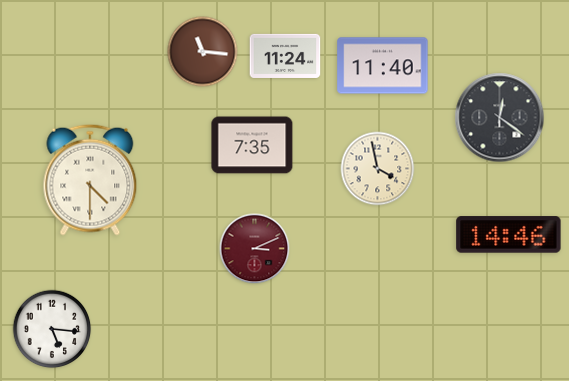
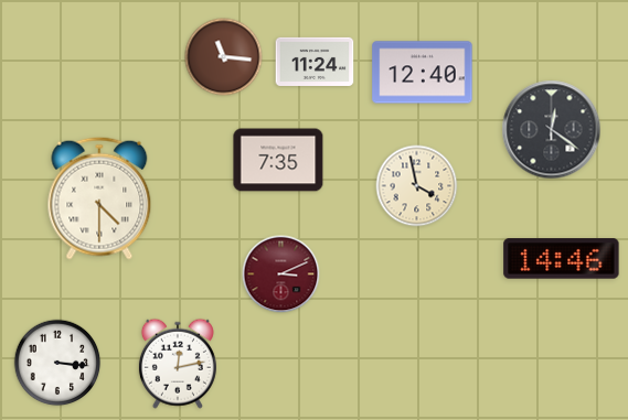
clock at (383, 66): 11:40 -> 12:40
clock at (52, 329): 5:16 -> 3:16
clock at (178, 364): none -> 12:13
